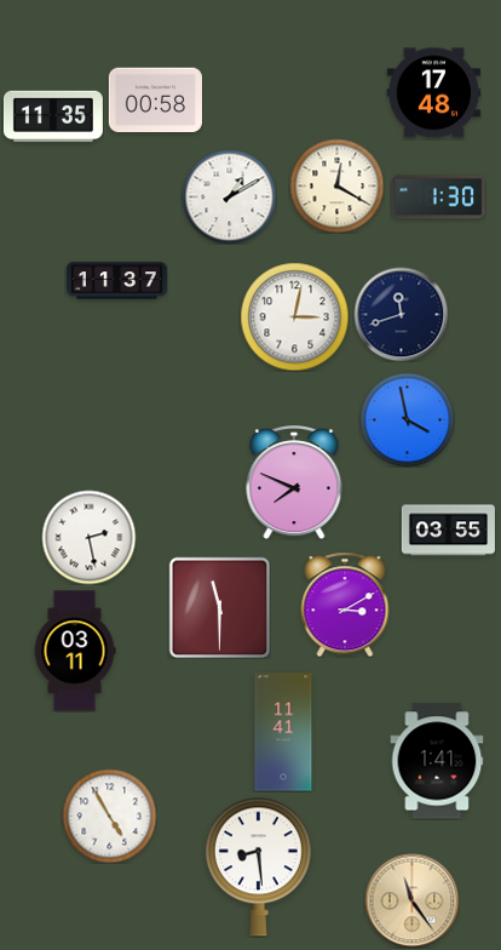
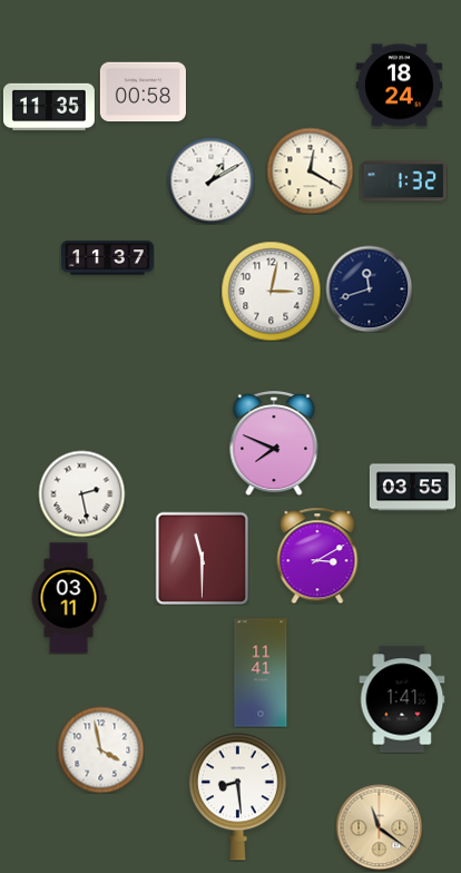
clock at (433, 93): 17:48 -> 18:24
clock at (438, 198): 1:30 -> 1:32
clock at (407, 419): 3:58 -> none
clock at (294, 482) position: (294, 482) -> (274, 443)
clock at (109, 815): 4:55 -> 3:58
clock at (411, 900): 11:24 -> 11:21
